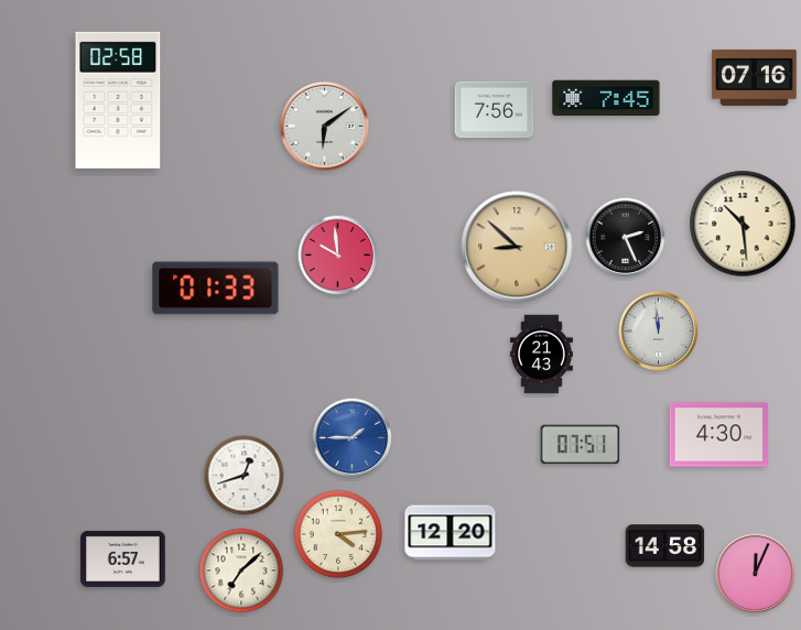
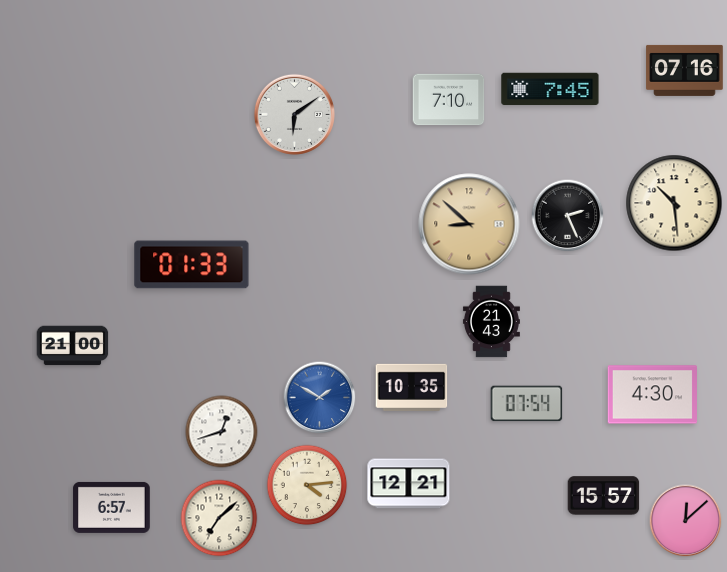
clock at (118, 100): 02:58 -> none
clock at (495, 110): 7:56 -> 7:10
clock at (338, 256): 9:59 -> none
clock at (216, 289) position: (216, 289) -> (192, 265)
clock at (659, 332): 11:59 -> none
clock at (73, 346): none -> 21:00
clock at (412, 387): none -> 10:35
clock at (353, 438): 1:45 -> 1:50
clock at (581, 445): 07:51 -> 07:54
clock at (451, 533): 12:20 -> 12:21
clock at (665, 546): 14:58 -> 15:57
clock at (756, 574): 12:04 -> 12:08
